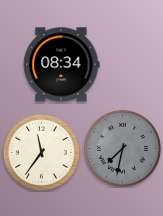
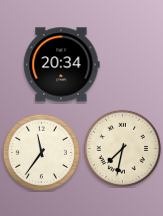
clock at (62, 65): 08:34 -> 20:34
clock at (122, 148) dial: grey -> cream
